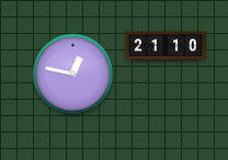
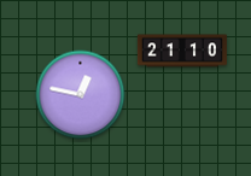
clock at (73, 75) position: (73, 75) -> (81, 95)
